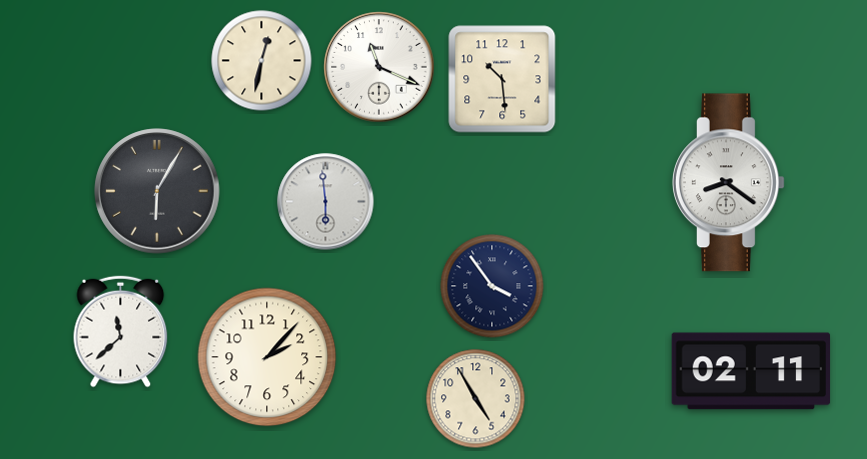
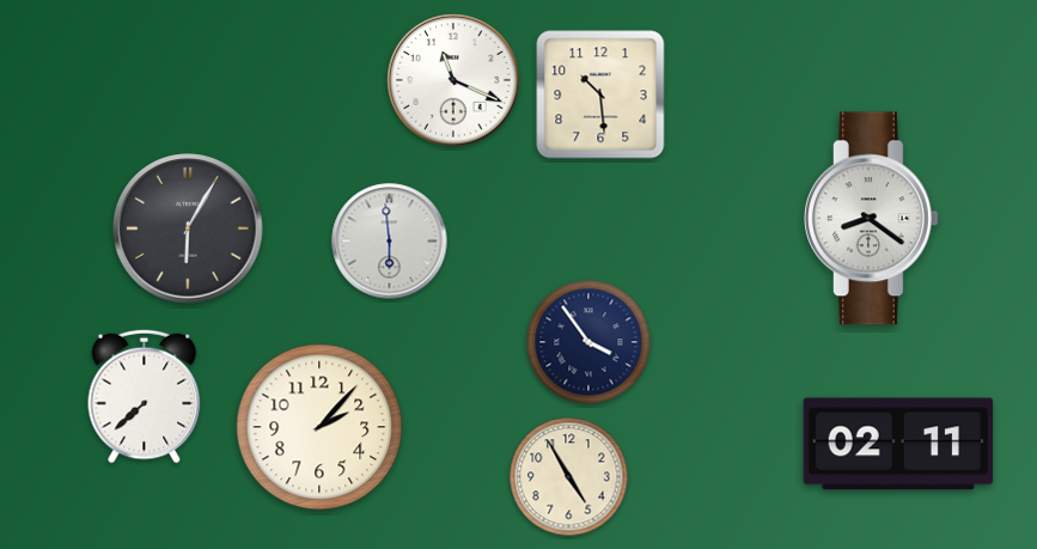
clock at (262, 61): 12:32 -> none
clock at (121, 332): 11:38 -> 7:38
